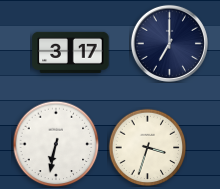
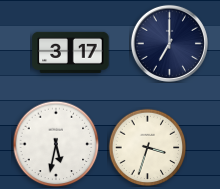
clock at (56, 144): 6:32 -> 5:32
